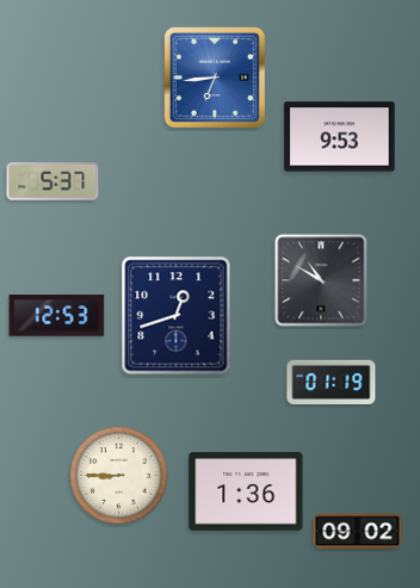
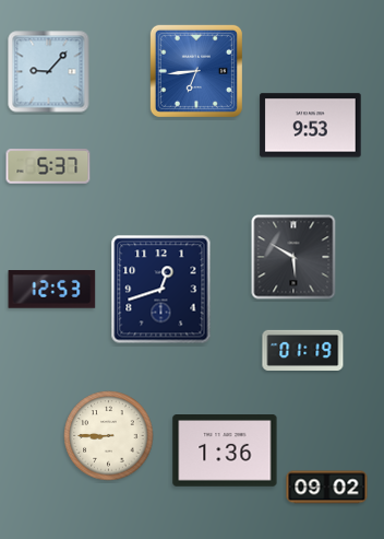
clock at (49, 72): none -> 9:07
clock at (321, 280): 10:50 -> 5:50
